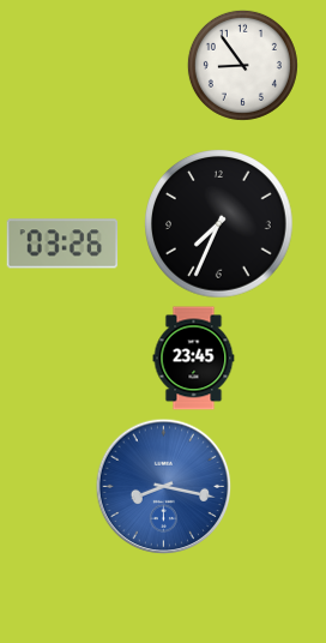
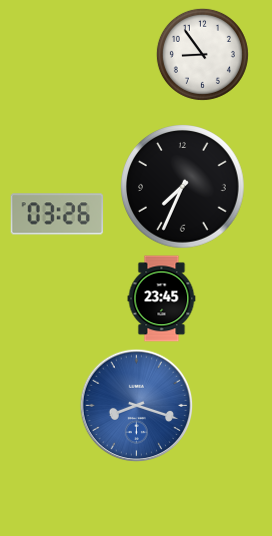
clock at (62, 244) position: (62, 244) -> (57, 214)
clock at (164, 487): 8:17 -> 8:18
